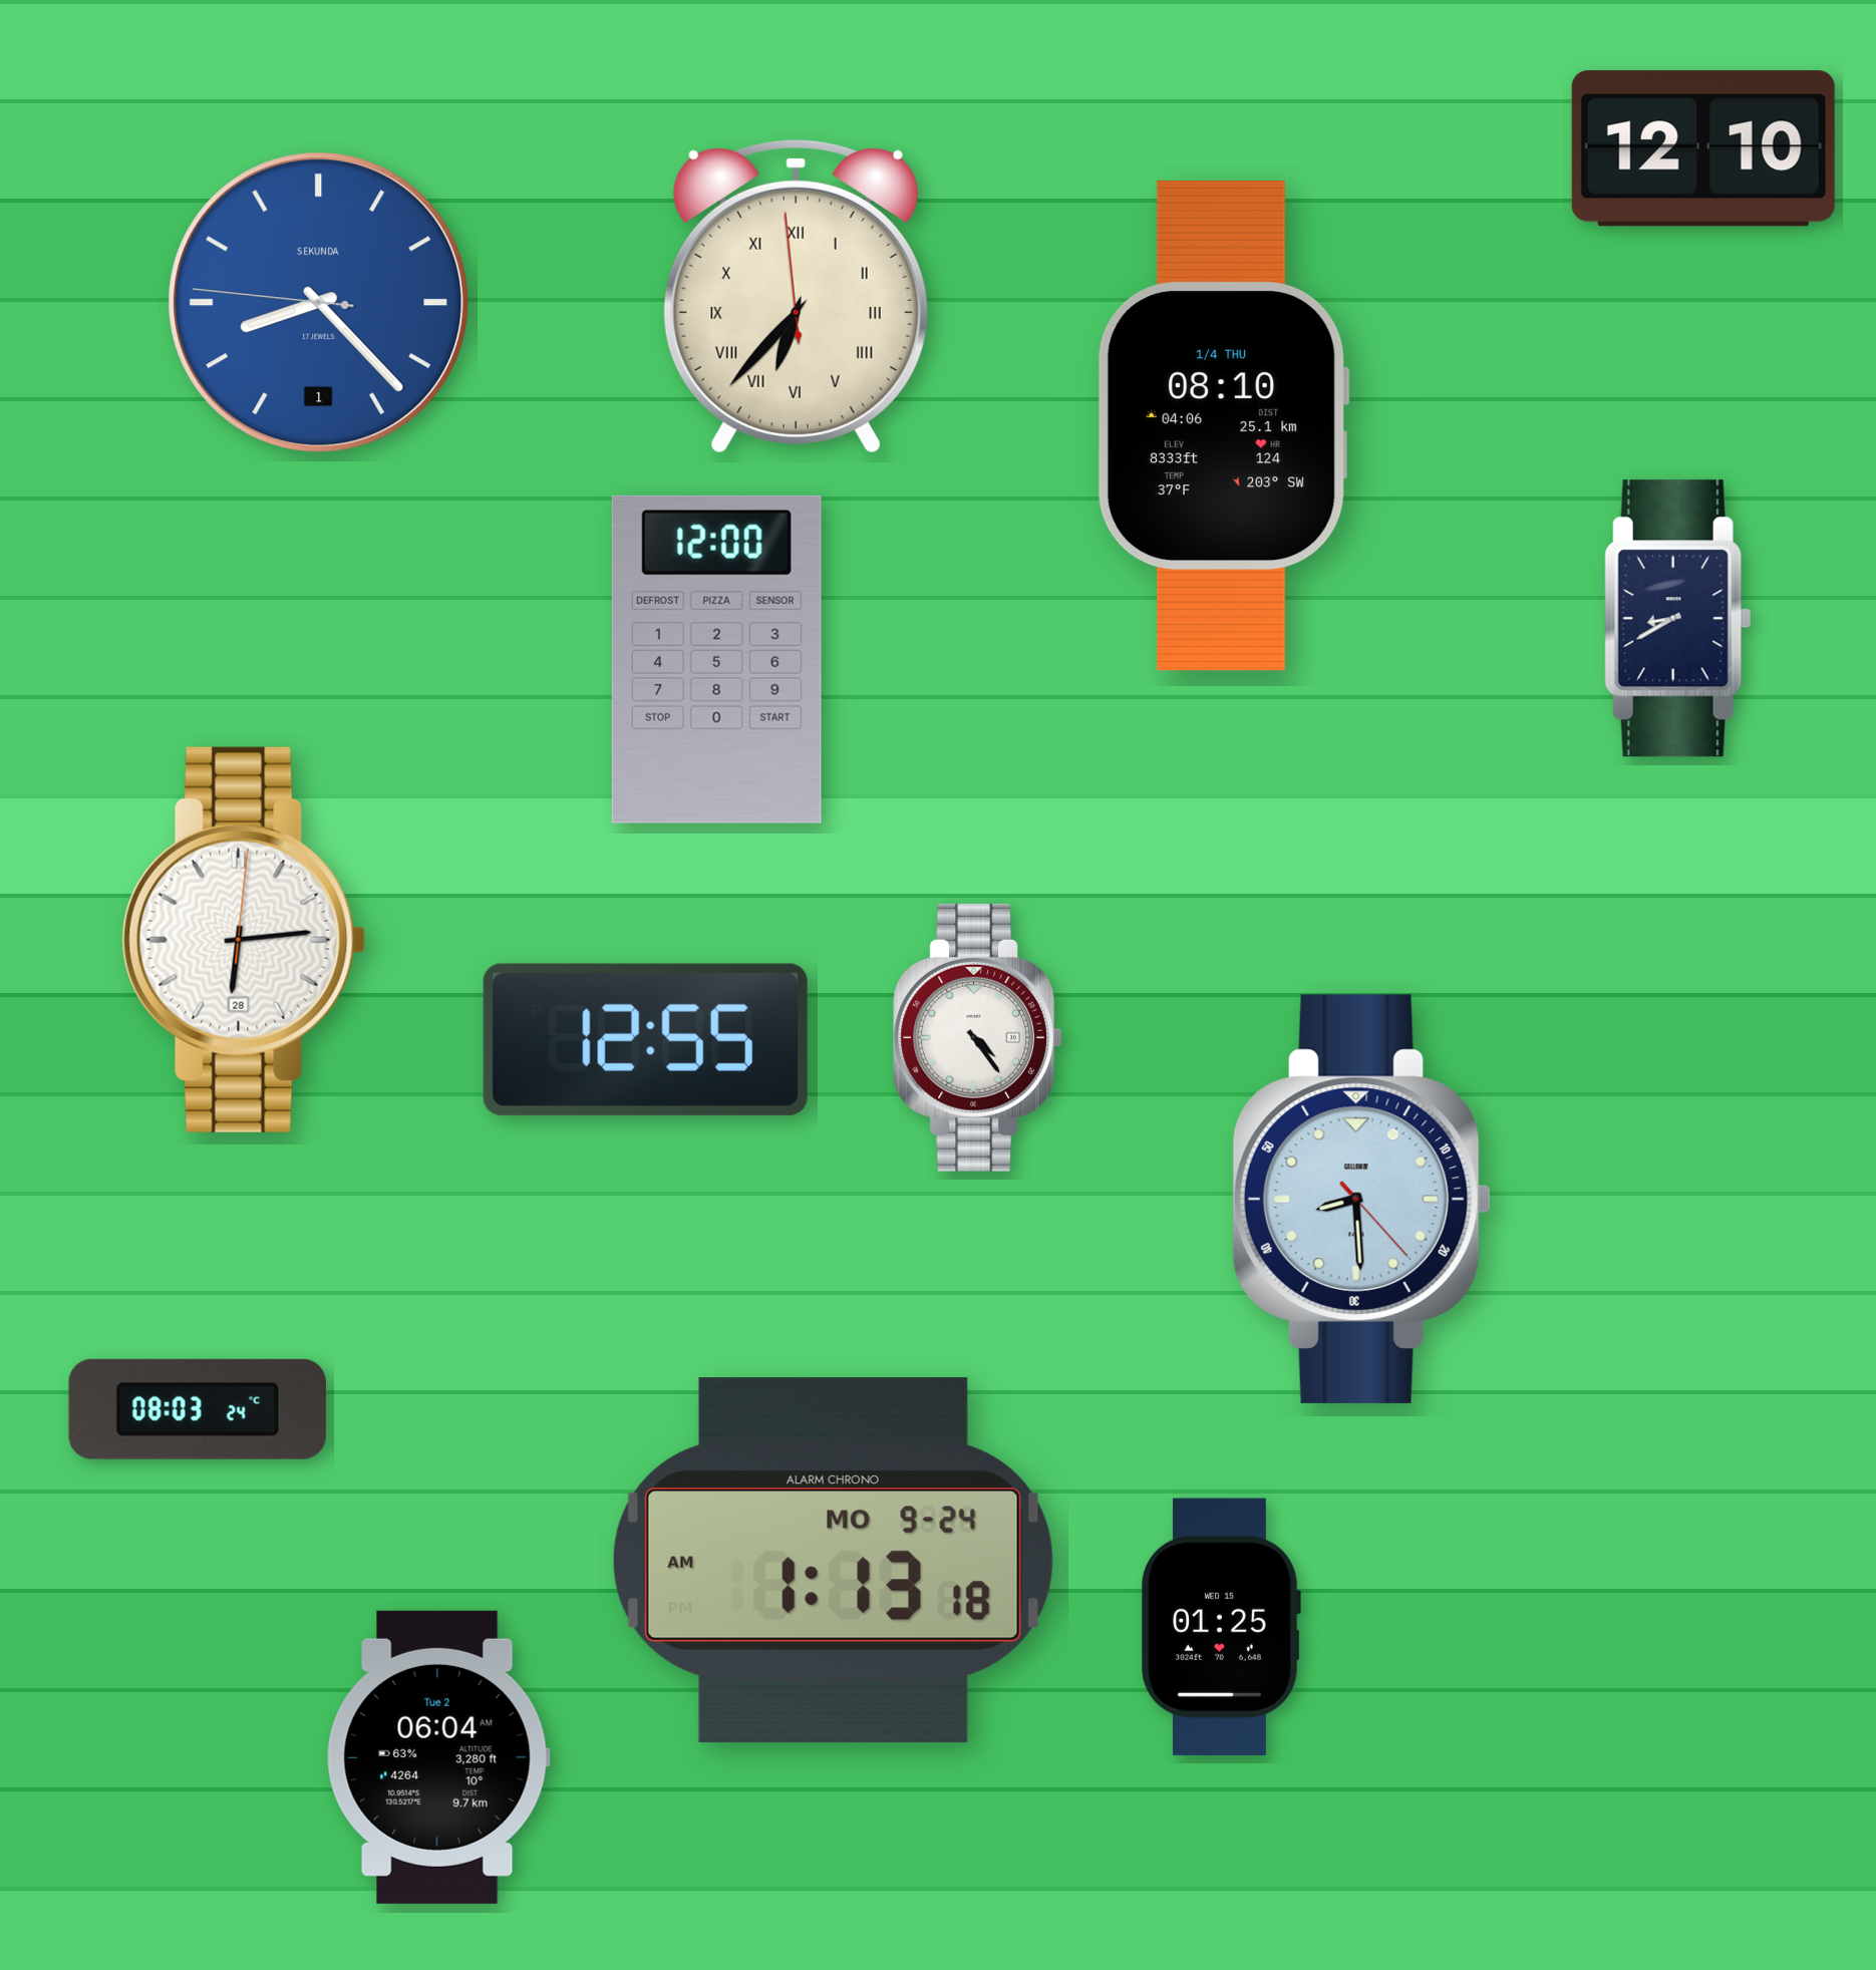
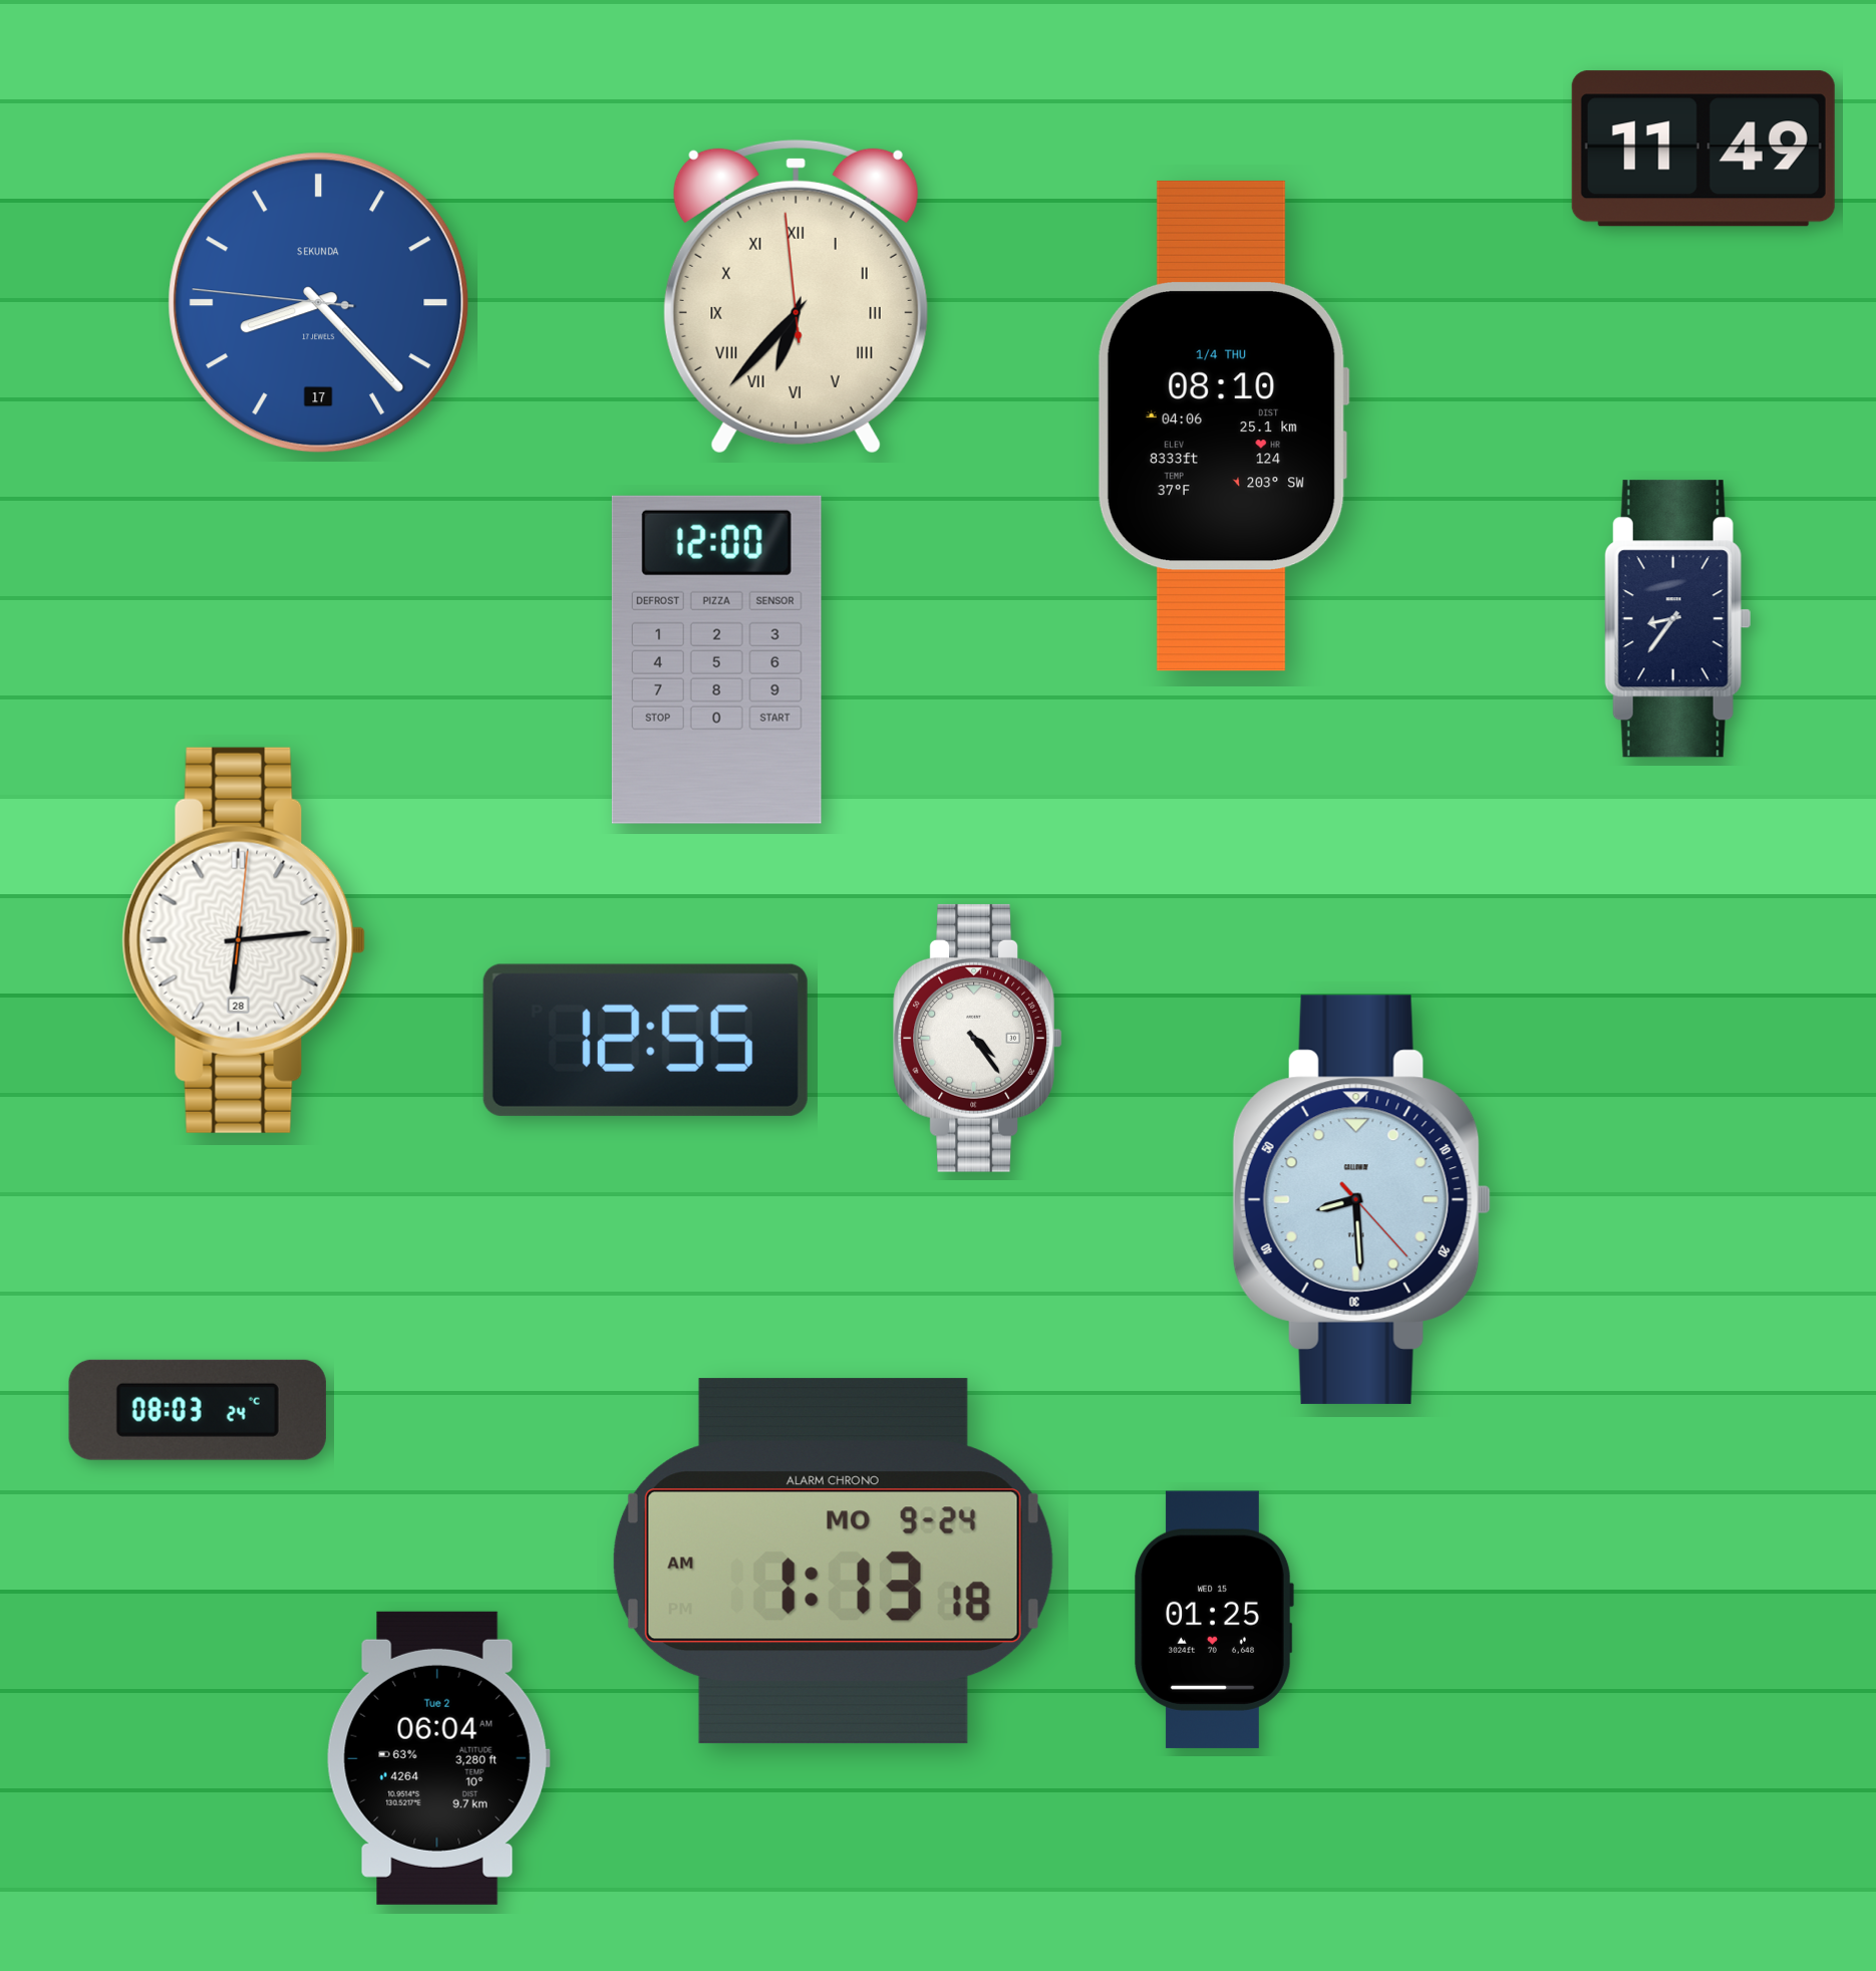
clock at (1703, 148): 12:10 -> 11:49
clock at (319, 303) date: 1 -> 17
clock at (1678, 619): 8:40 -> 8:36
clock at (1221, 1627) position: (1221, 1627) -> (1214, 1620)
